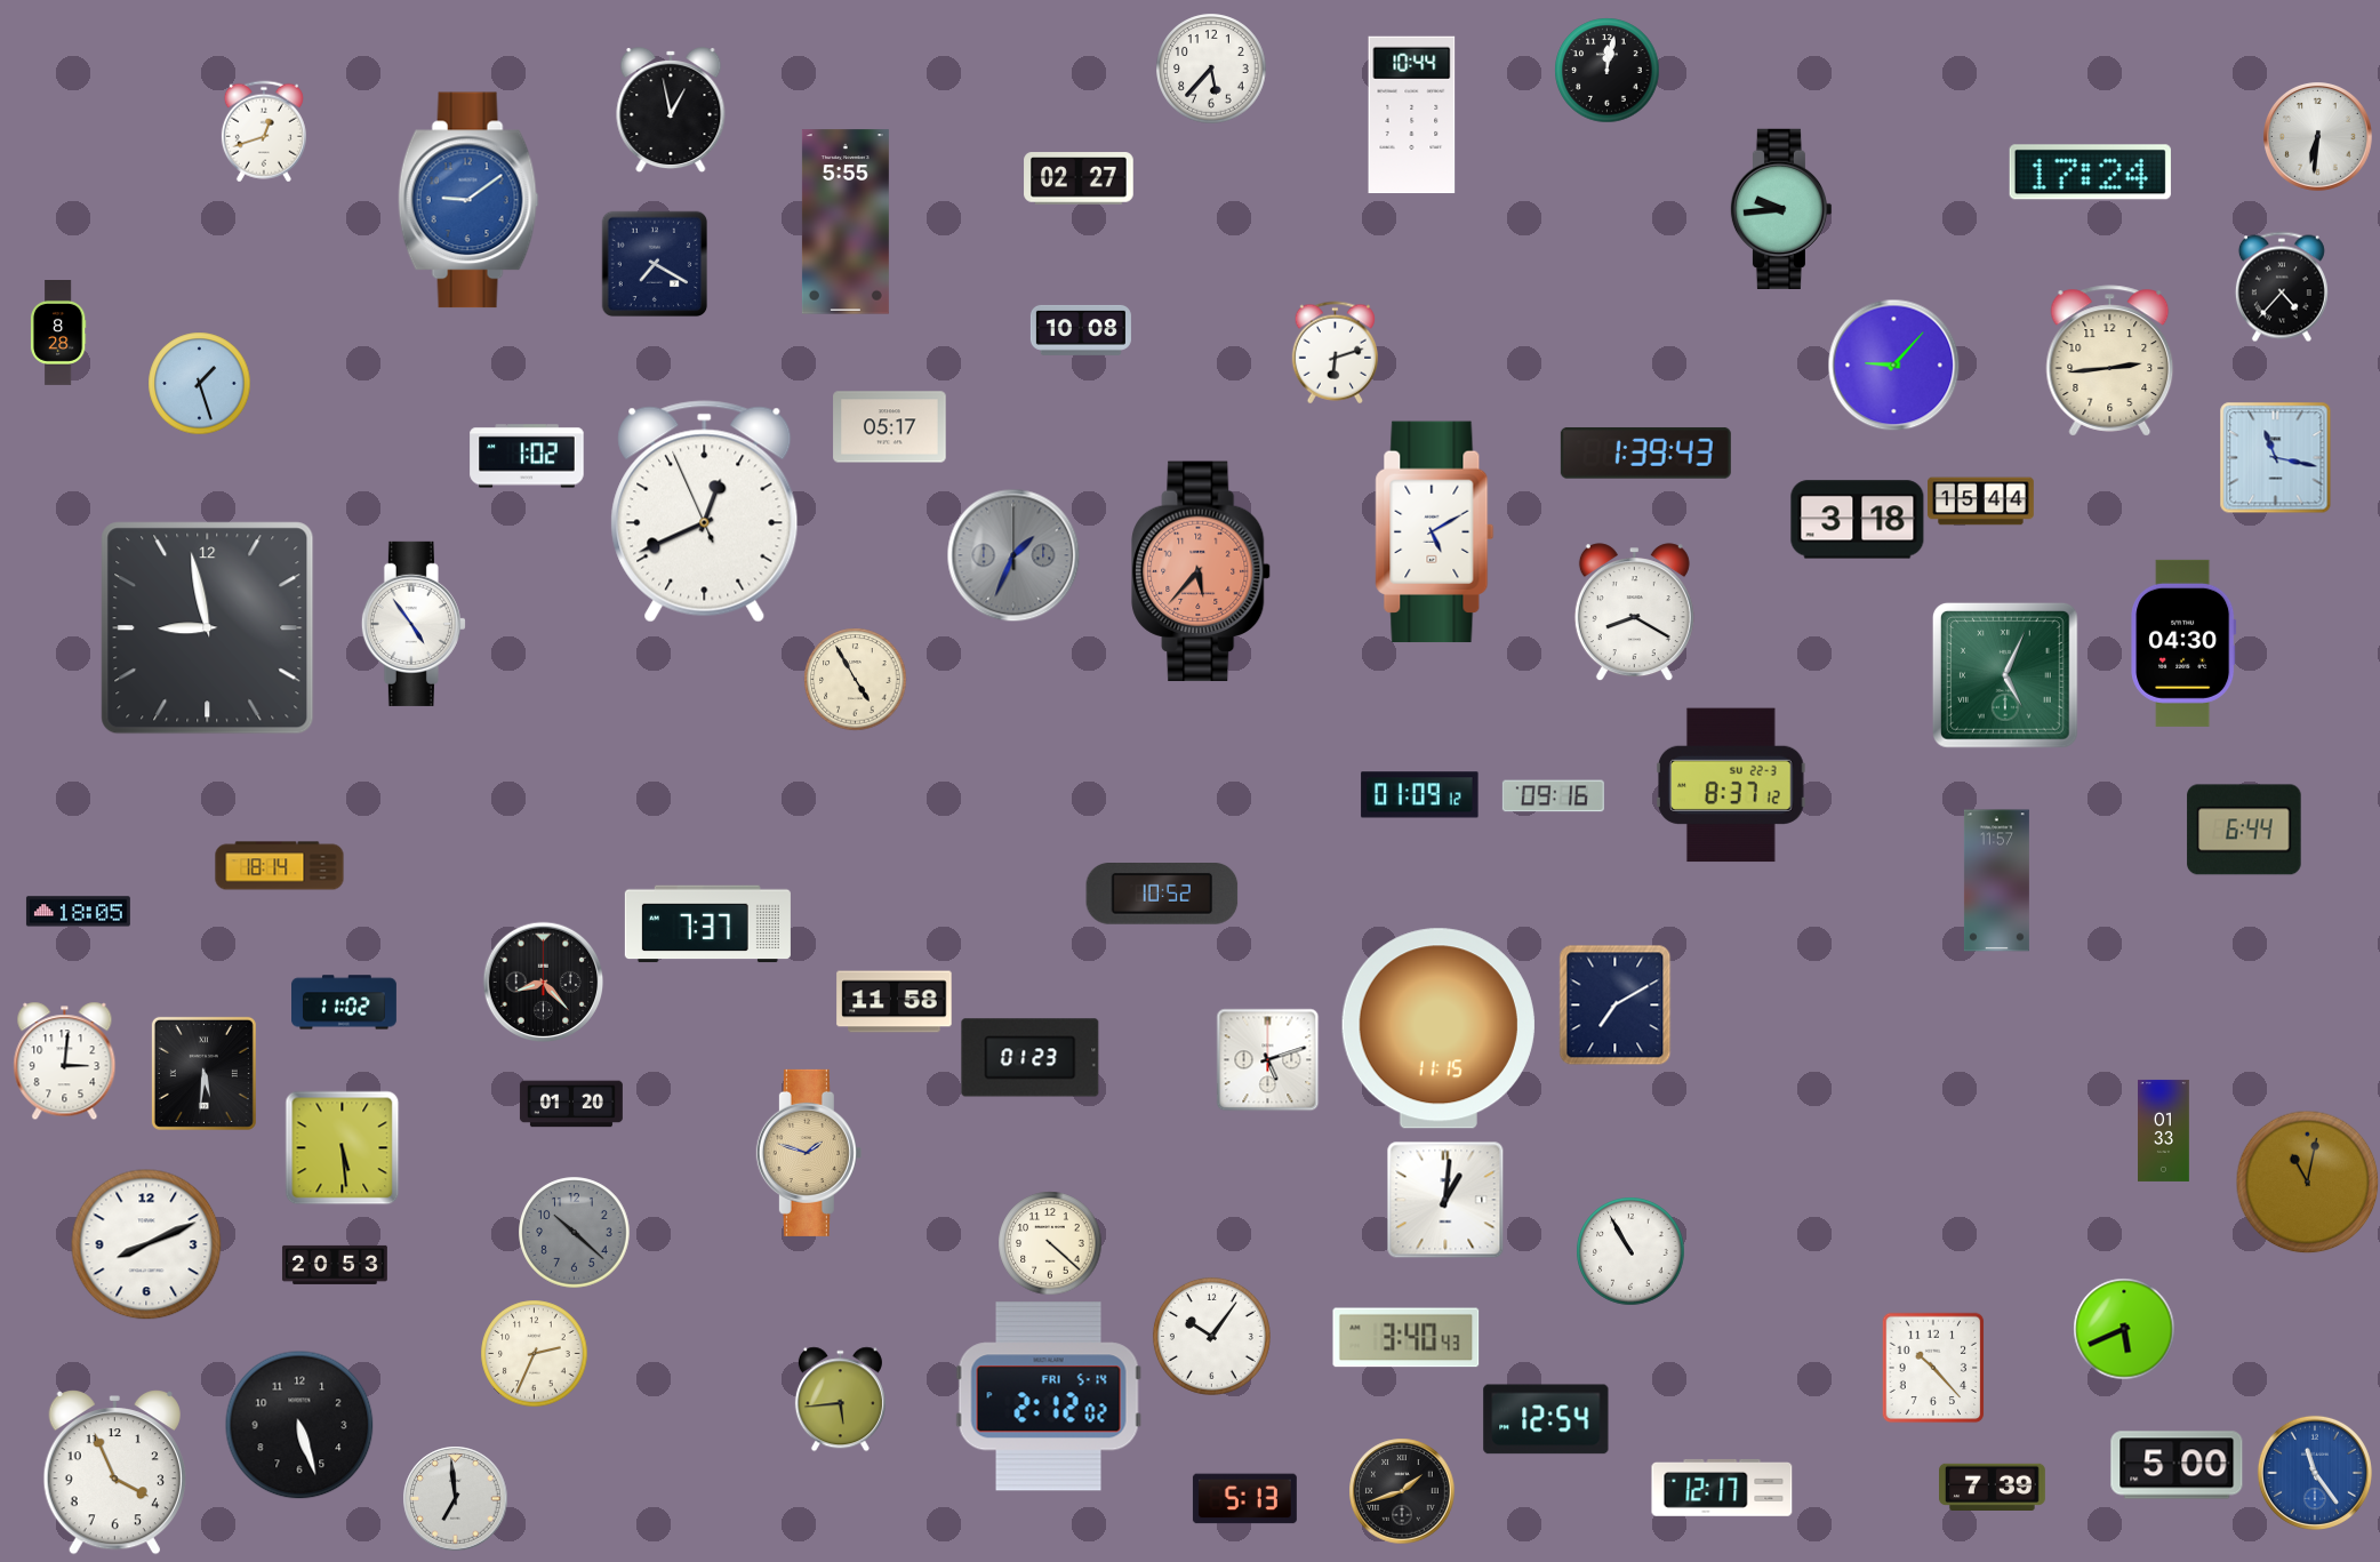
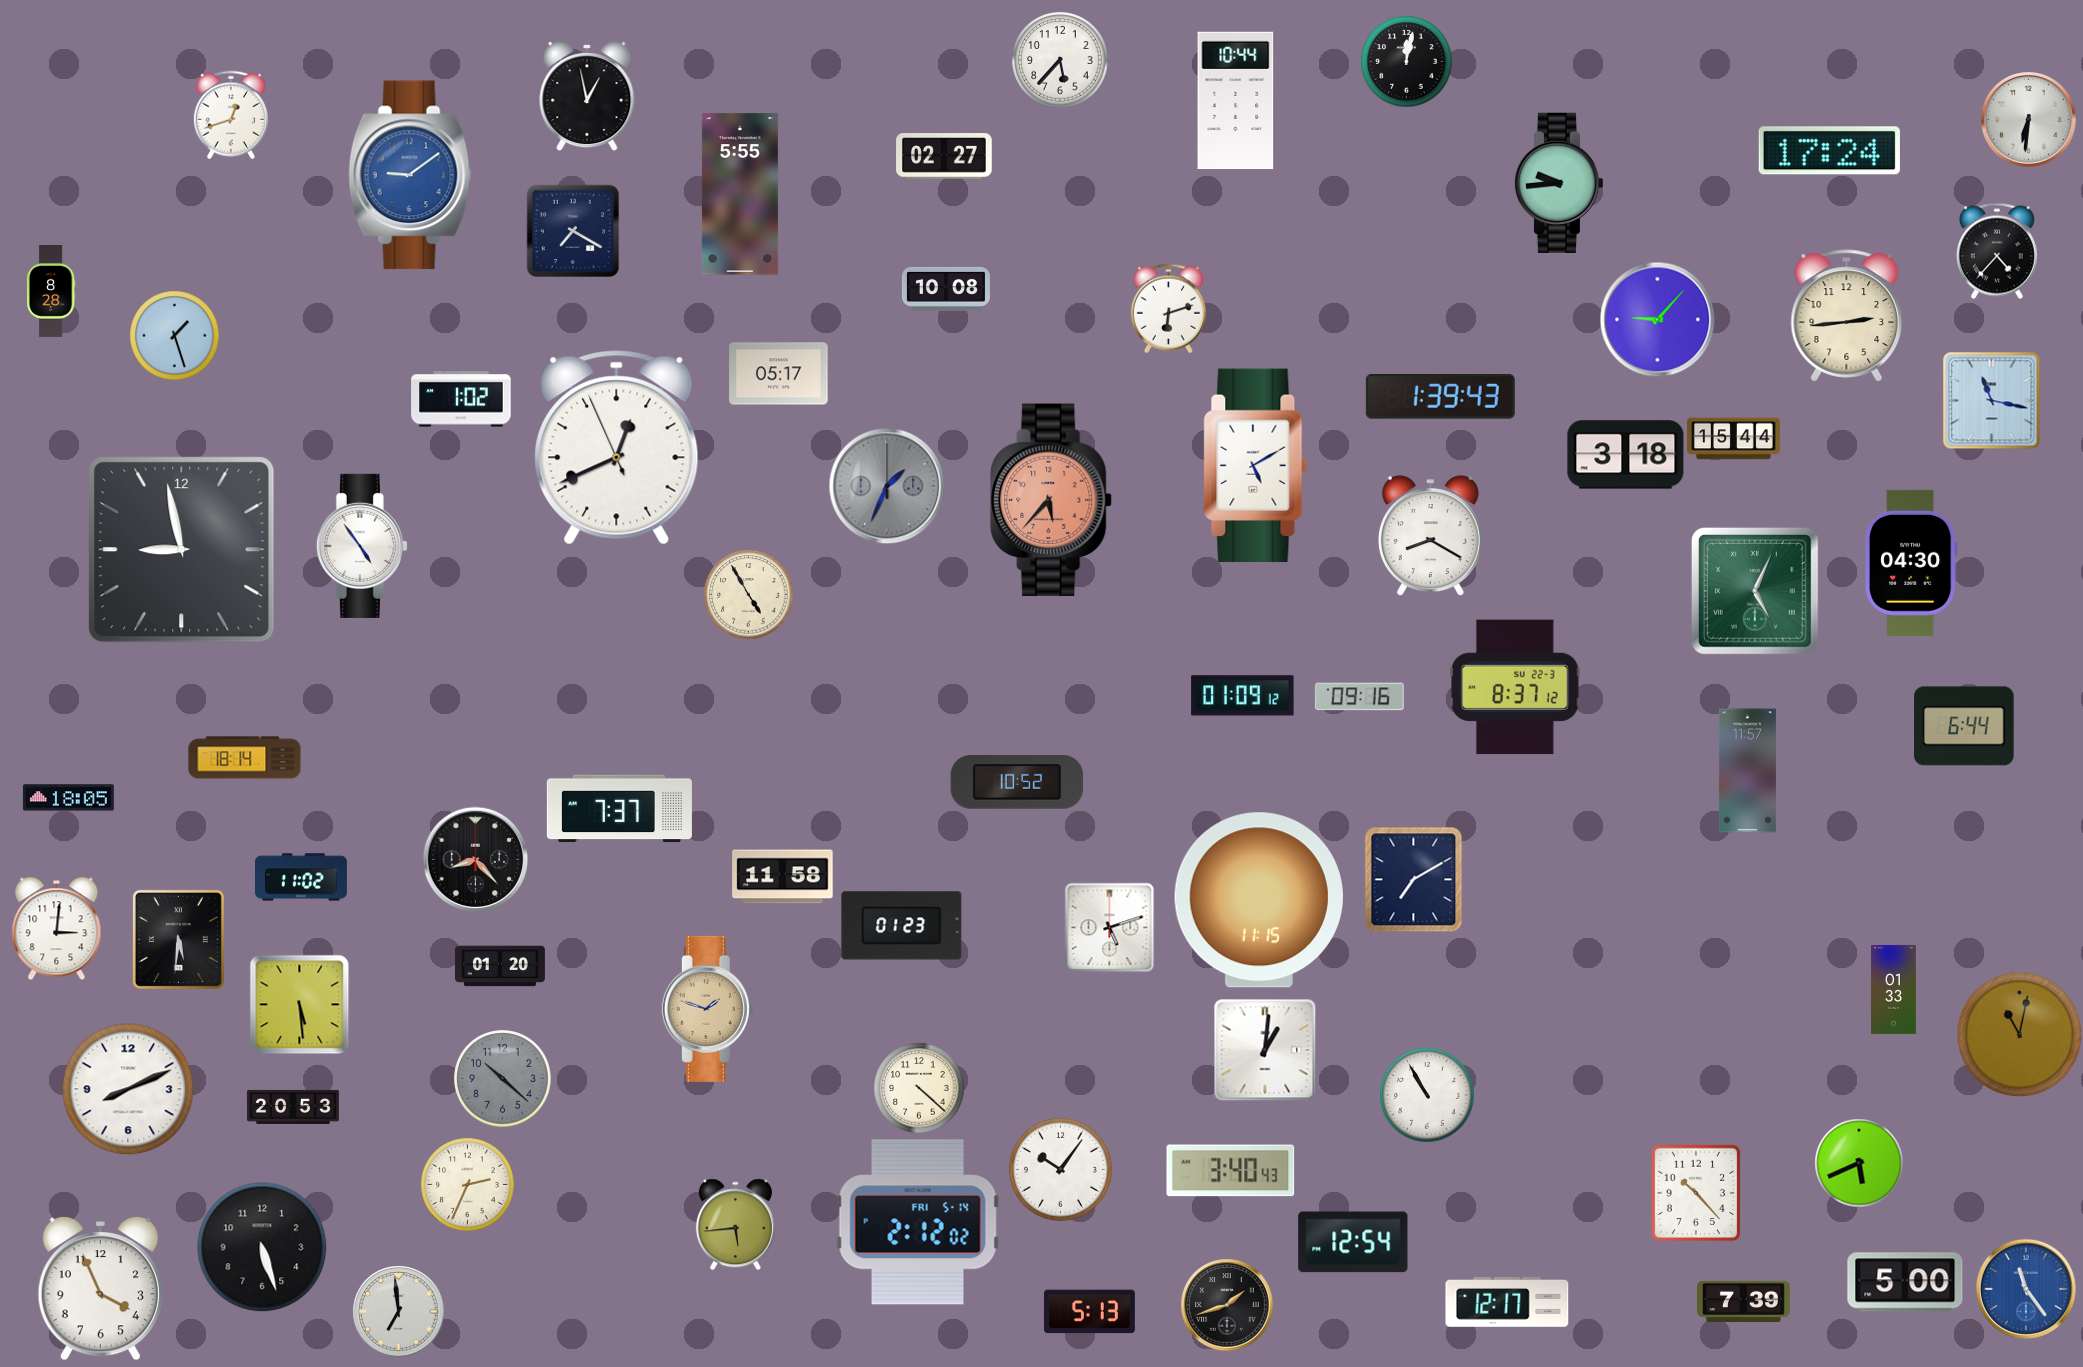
clock at (1933, 1368) position: (1933, 1368) -> (1696, 1193)
